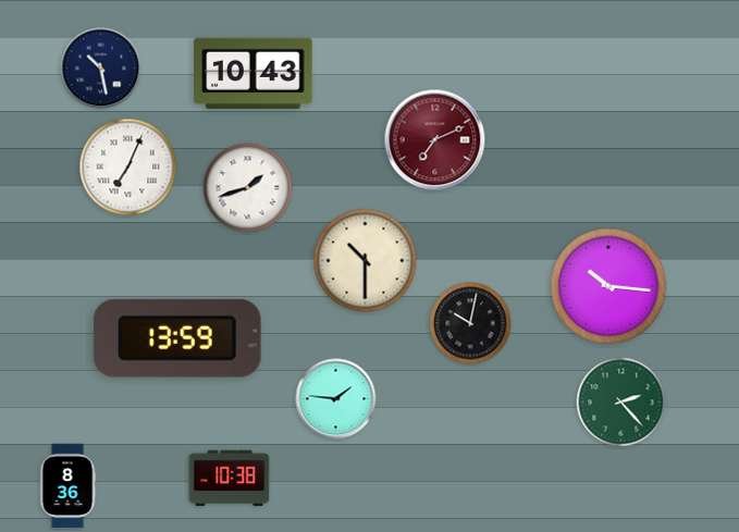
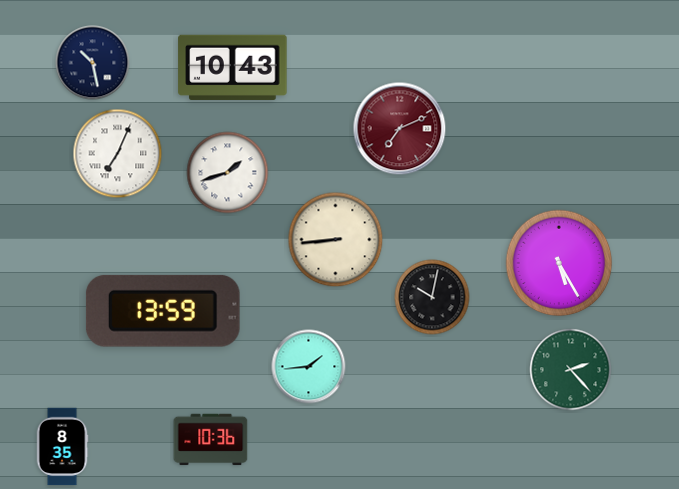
clock at (366, 261): 10:30 -> 8:44
clock at (608, 286): 10:16 -> 5:25
clock at (336, 399): 1:46 -> 1:44
clock at (230, 479): 10:38 -> 10:36
clock at (67, 486): 8:36 -> 8:35
